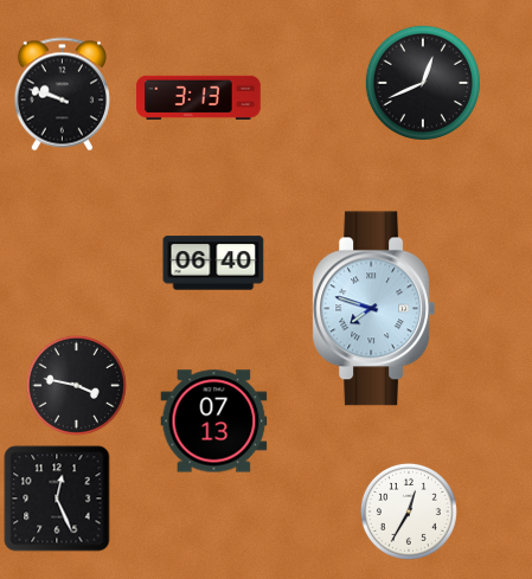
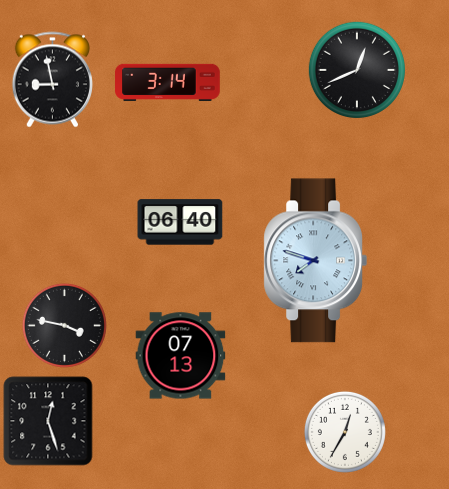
clock at (62, 95): 9:48 -> 8:58
clock at (199, 97): 3:13 -> 3:14
clock at (57, 498): 12:26 -> 12:27
